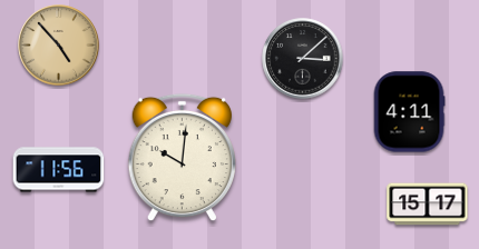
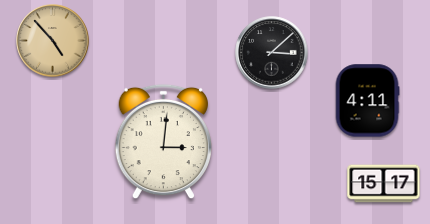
clock at (182, 158): 10:01 -> 3:01
clock at (59, 170): 11:56 -> none
